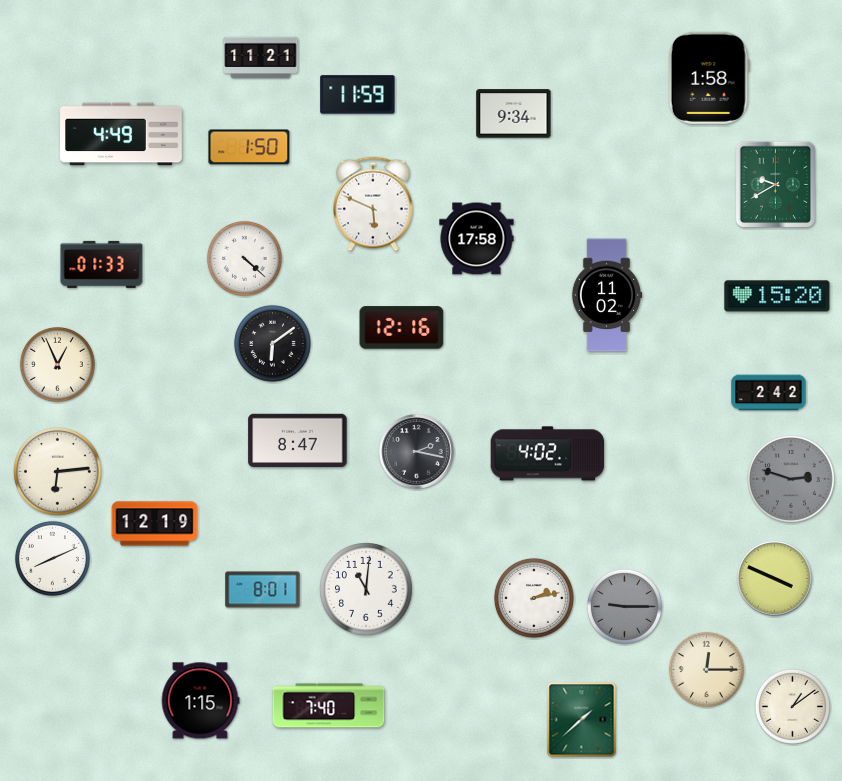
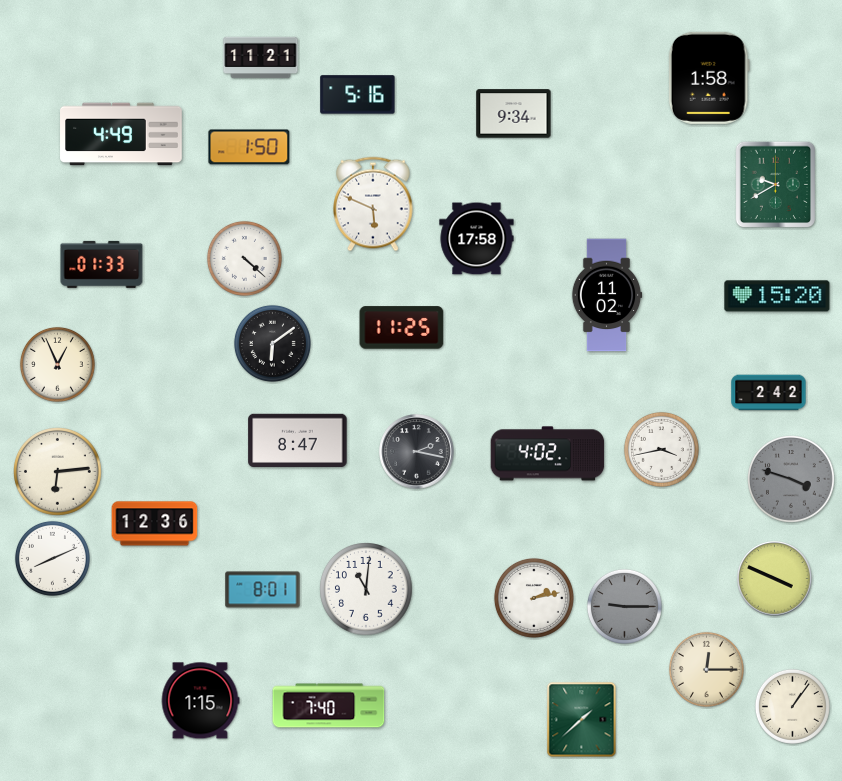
clock at (358, 95): 11:59 -> 5:16
clock at (402, 328): 12:16 -> 11:25
clock at (661, 449): none -> 3:43
clock at (792, 480): 2:48 -> 3:48
clock at (155, 524): 12:19 -> 12:36
clock at (792, 706): 1:09 -> 1:06
